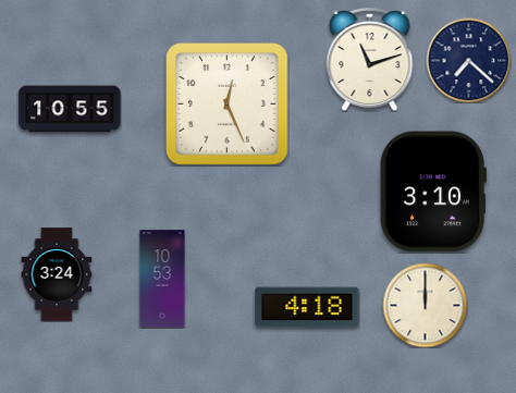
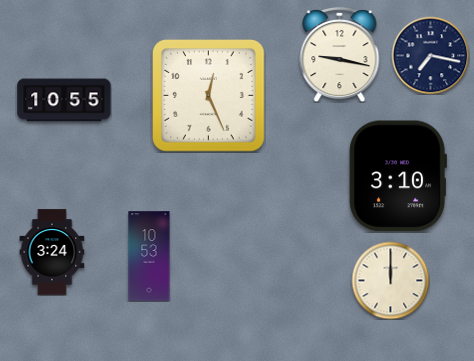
clock at (370, 59): 11:12 -> 9:17
clock at (468, 60): 7:22 -> 7:17
clock at (307, 307): 4:18 -> none
